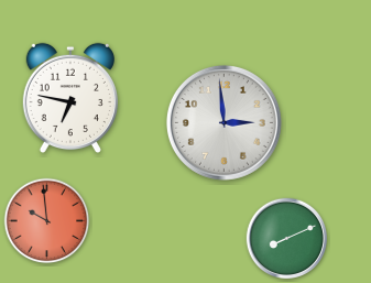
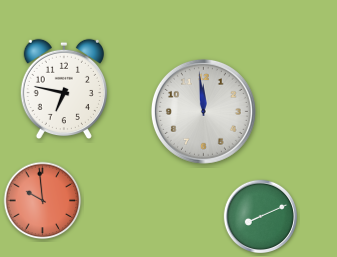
clock at (223, 122): 2:59 -> 11:59
